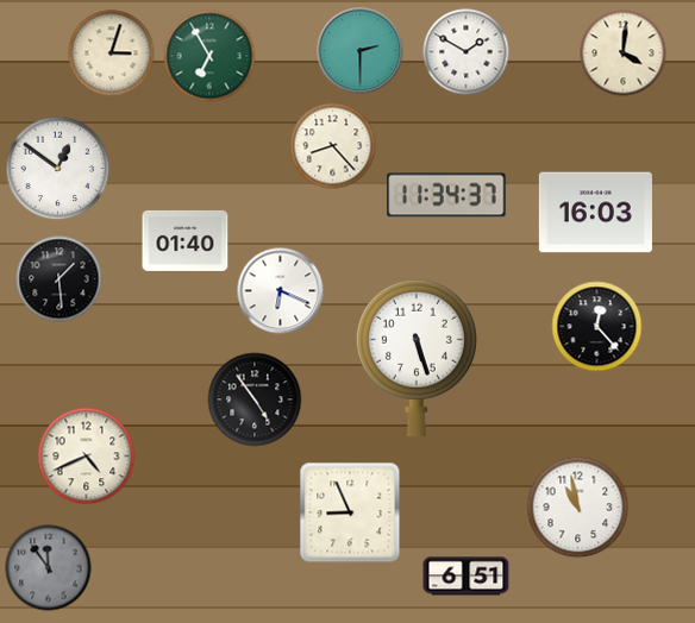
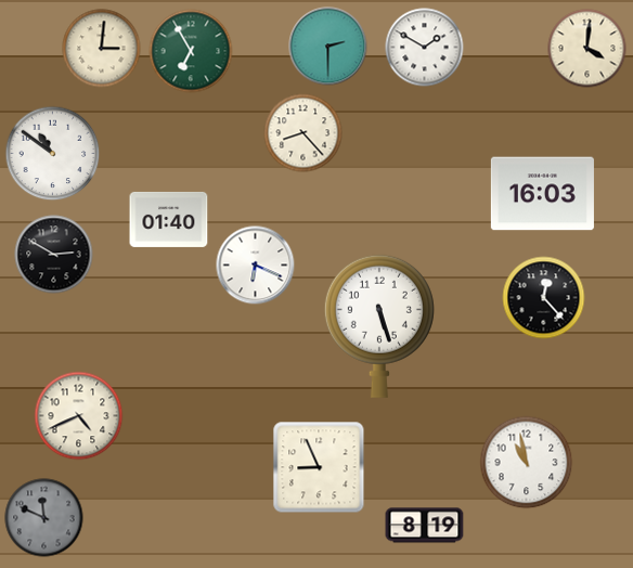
clock at (112, 54): 3:03 -> 3:01
clock at (624, 54) position: (624, 54) -> (587, 49)
clock at (58, 169): 12:51 -> 10:51
clock at (446, 195): 11:34 -> none
clock at (60, 279): 1:29 -> 2:50
clock at (255, 399): 4:54 -> none
clock at (49, 568): 11:54 -> 11:49
clock at (467, 577): 6:51 -> 8:19
